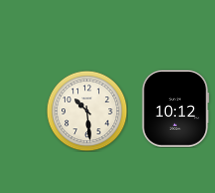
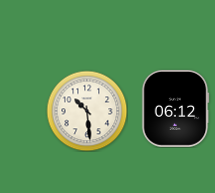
clock at (175, 108): 10:12 -> 06:12
